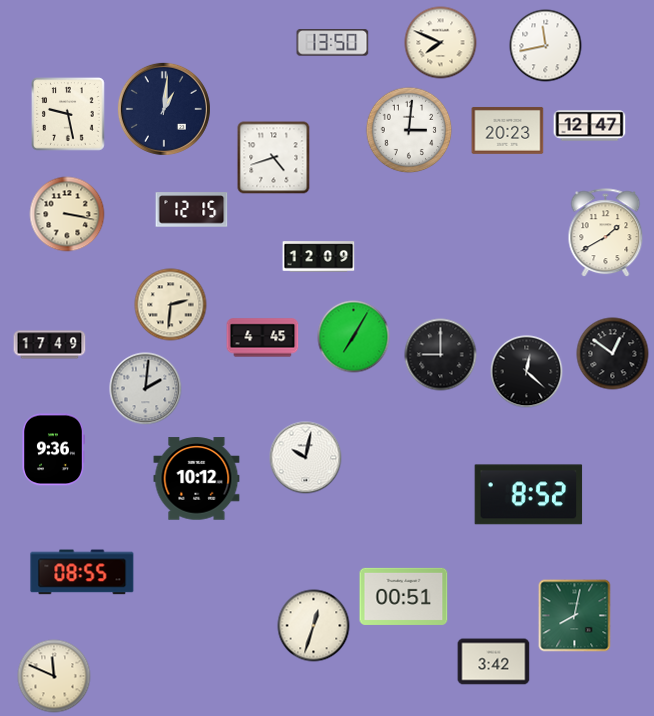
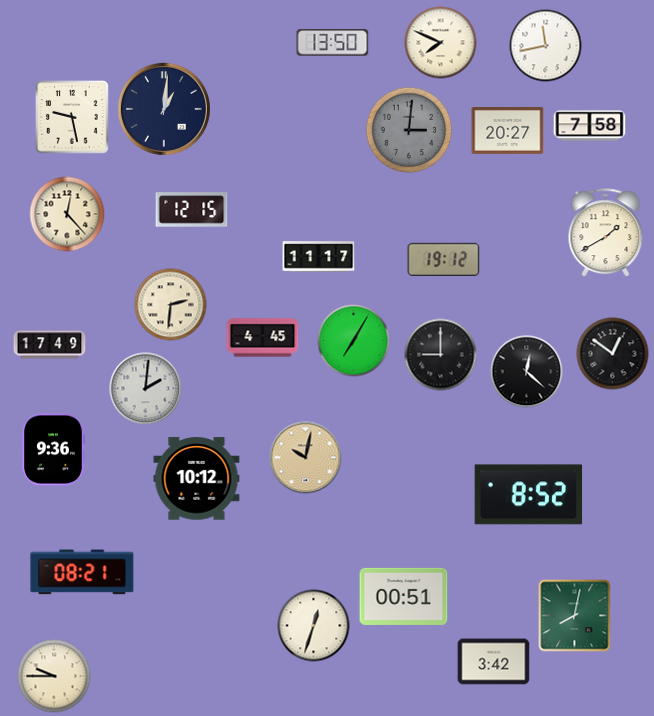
clock at (68, 114) position: (68, 114) -> (72, 117)
clock at (590, 126): 12:47 -> 7:58
clock at (409, 130) dial: white -> grey
clock at (508, 130): 20:23 -> 20:27
clock at (274, 158): 4:42 -> none
clock at (67, 214): 3:17 -> 12:23
clock at (319, 257): 12:09 -> 11:17
clock at (444, 259): none -> 19:12
clock at (354, 337) position: (354, 337) -> (354, 341)
clock at (306, 458) dial: white -> champagne
clock at (82, 572): 08:55 -> 08:21
clock at (54, 676): 11:49 -> 9:45
